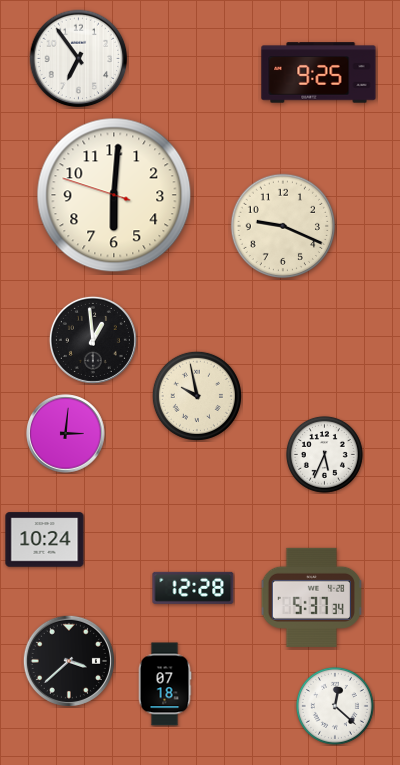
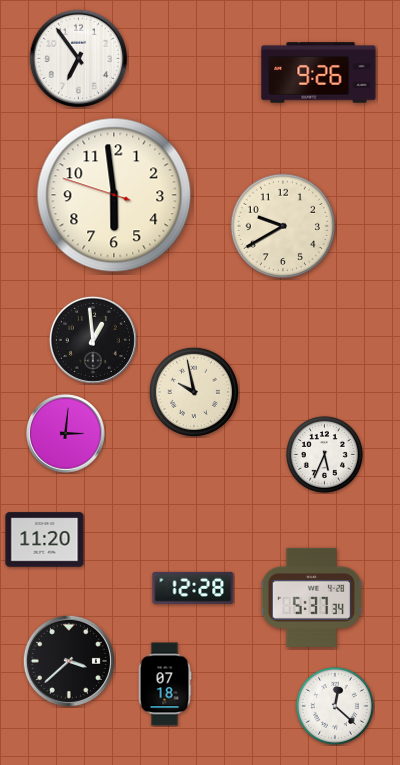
clock at (319, 73): 9:25 -> 9:26
clock at (114, 195): 6:00 -> 5:58
clock at (282, 225): 9:19 -> 9:40
clock at (197, 396) position: (197, 396) -> (194, 392)
clock at (45, 540): 10:24 -> 11:20
